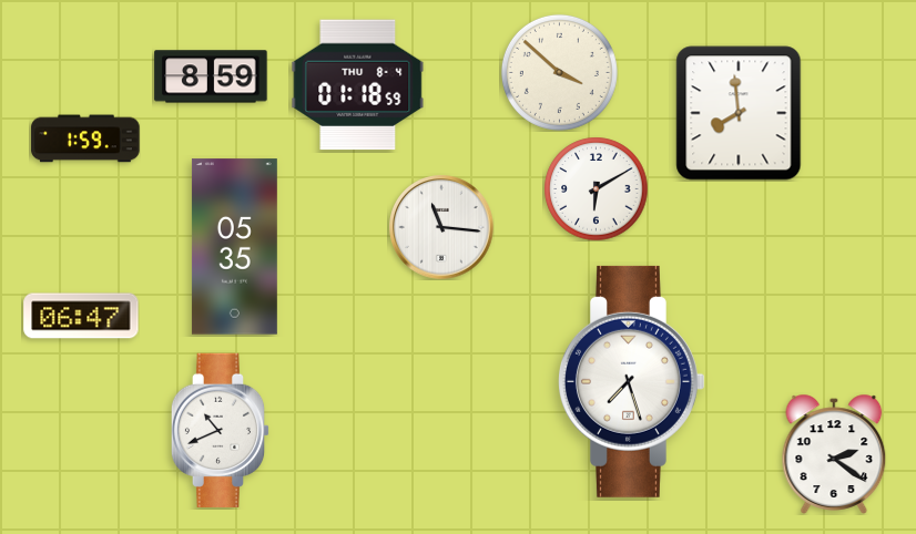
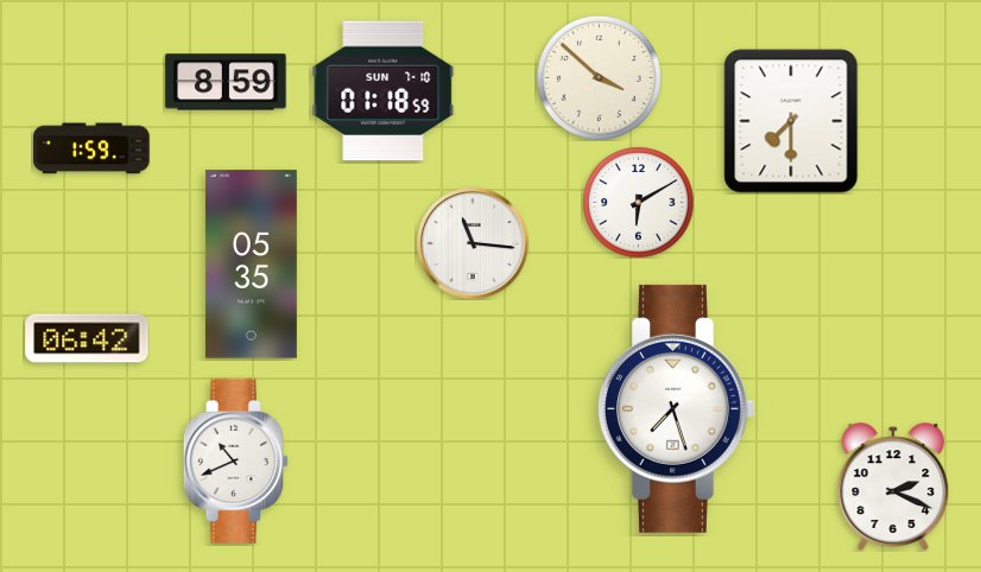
clock at (358, 85) date: THU 8-4 -> SUN 7-10
clock at (739, 113): 7:59 -> 7:30
clock at (81, 316): 06:47 -> 06:42
clock at (834, 454): 2:21 -> 2:19
